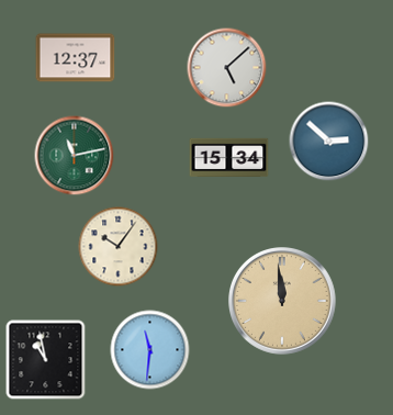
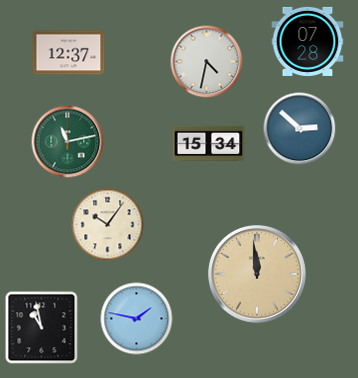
clock at (308, 41): none -> 07:28
clock at (227, 68): 5:08 -> 4:32
clock at (150, 350): 11:31 -> 1:47
